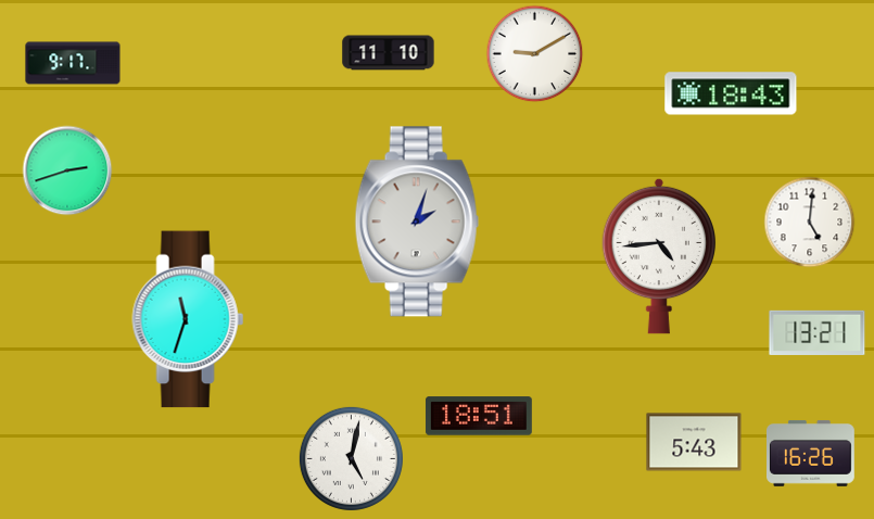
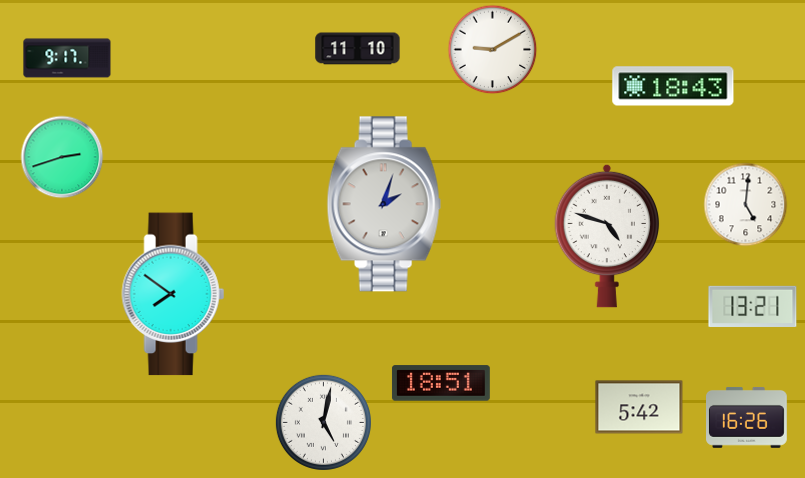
clock at (659, 256): 4:44 -> 4:48
clock at (188, 319): 11:33 -> 7:51
clock at (694, 442): 5:43 -> 5:42
